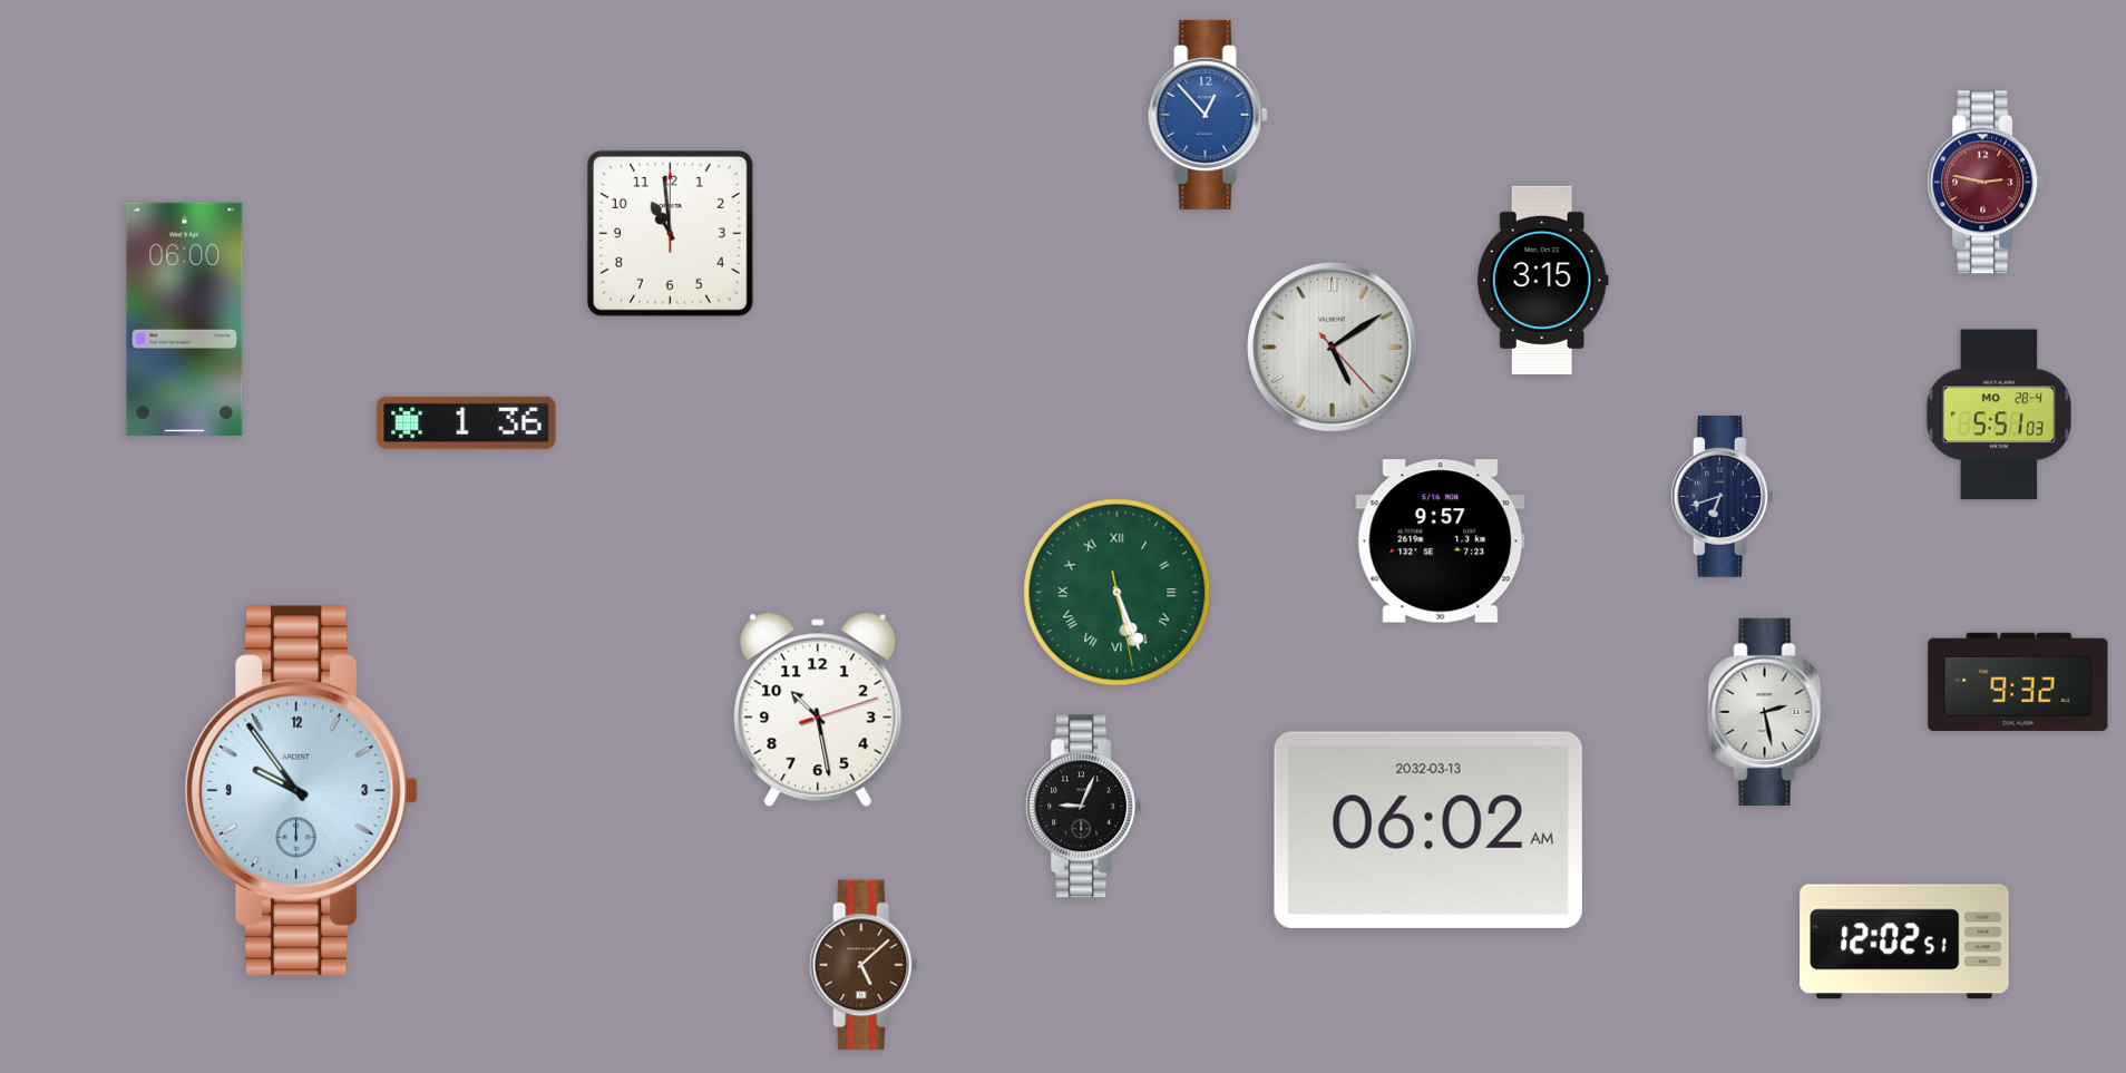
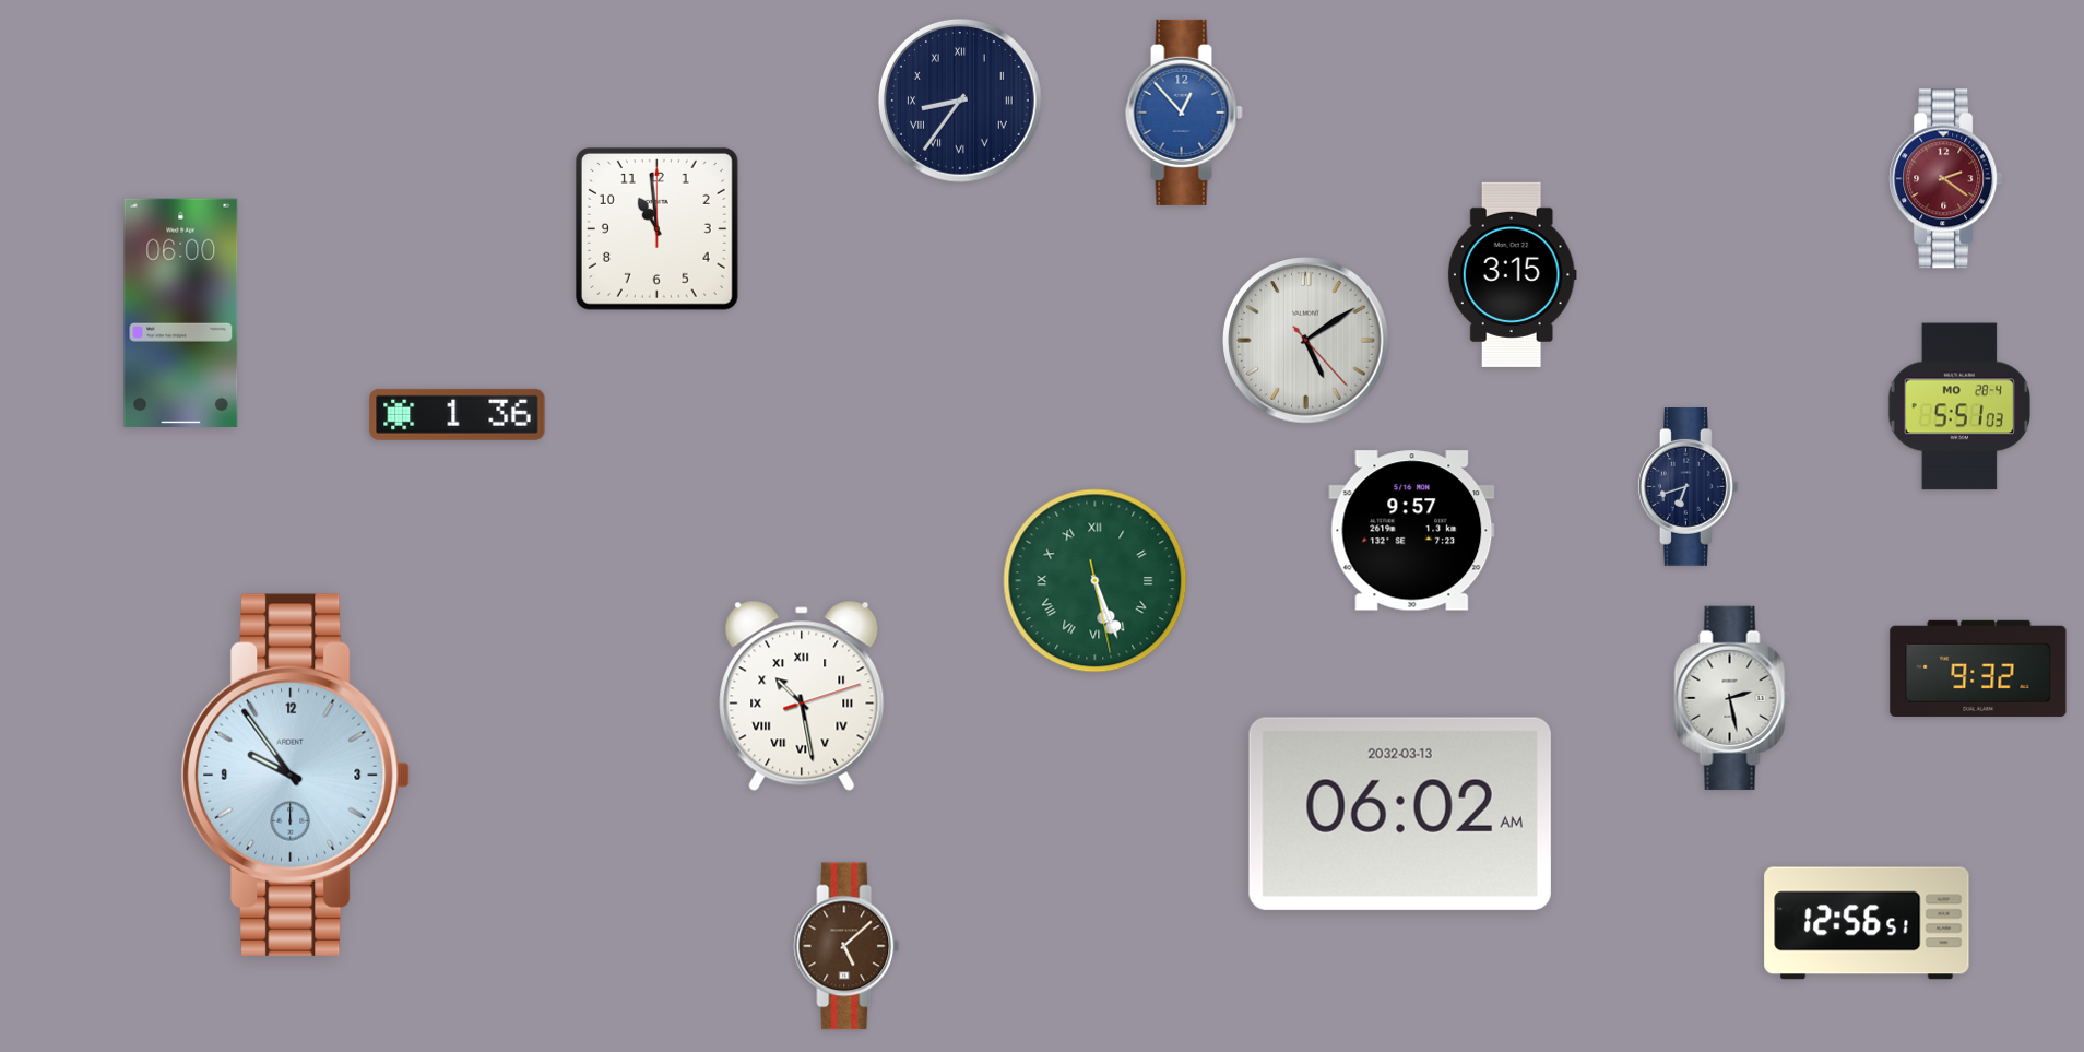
clock at (960, 101): none -> 8:36
clock at (1986, 183): 2:47 -> 2:21
clock at (818, 710) numerals: Arabic -> Roman
clock at (1084, 807): 9:04 -> none
clock at (1904, 942): 12:02 -> 12:56
